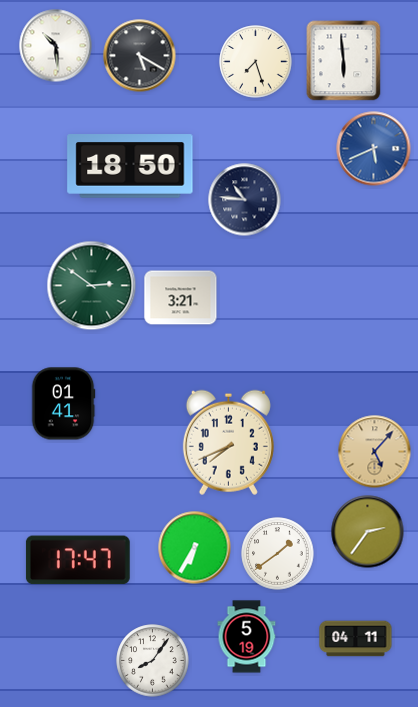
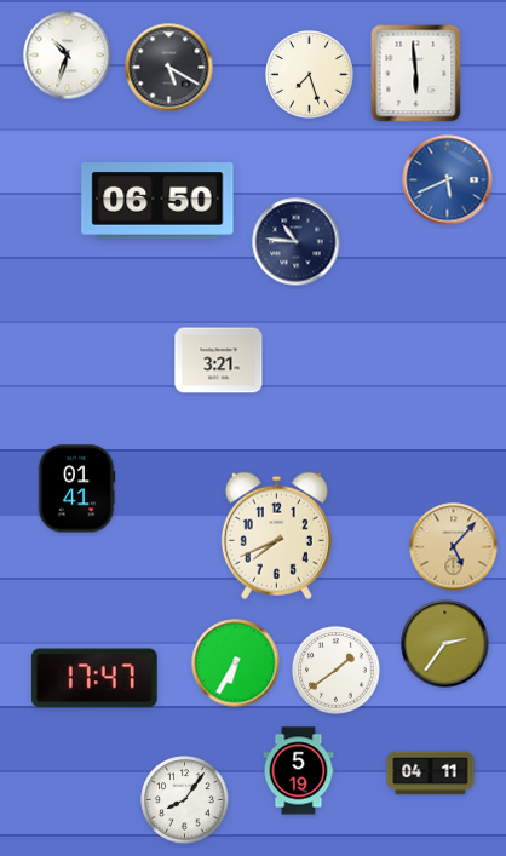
clock at (56, 46): 10:29 -> 10:33
clock at (374, 149) position: (374, 149) -> (448, 180)
clock at (130, 166): 18:50 -> 06:50
clock at (92, 286): 2:51 -> none
